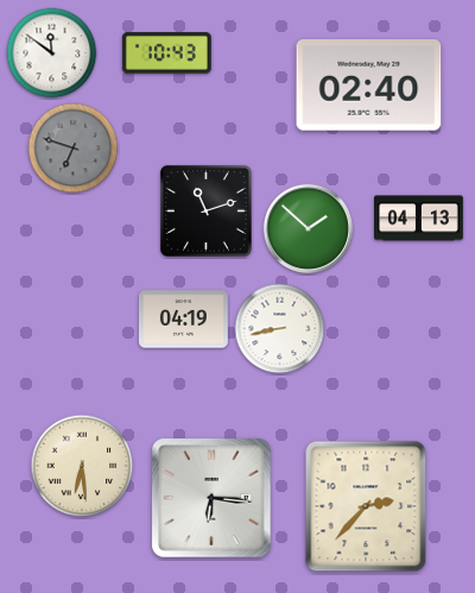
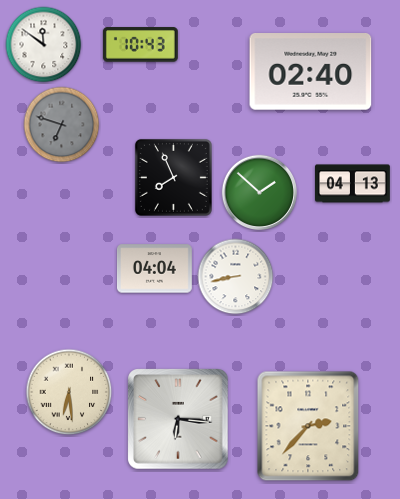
clock at (205, 210): 11:12 -> 7:56
clock at (183, 320): 04:19 -> 04:04
